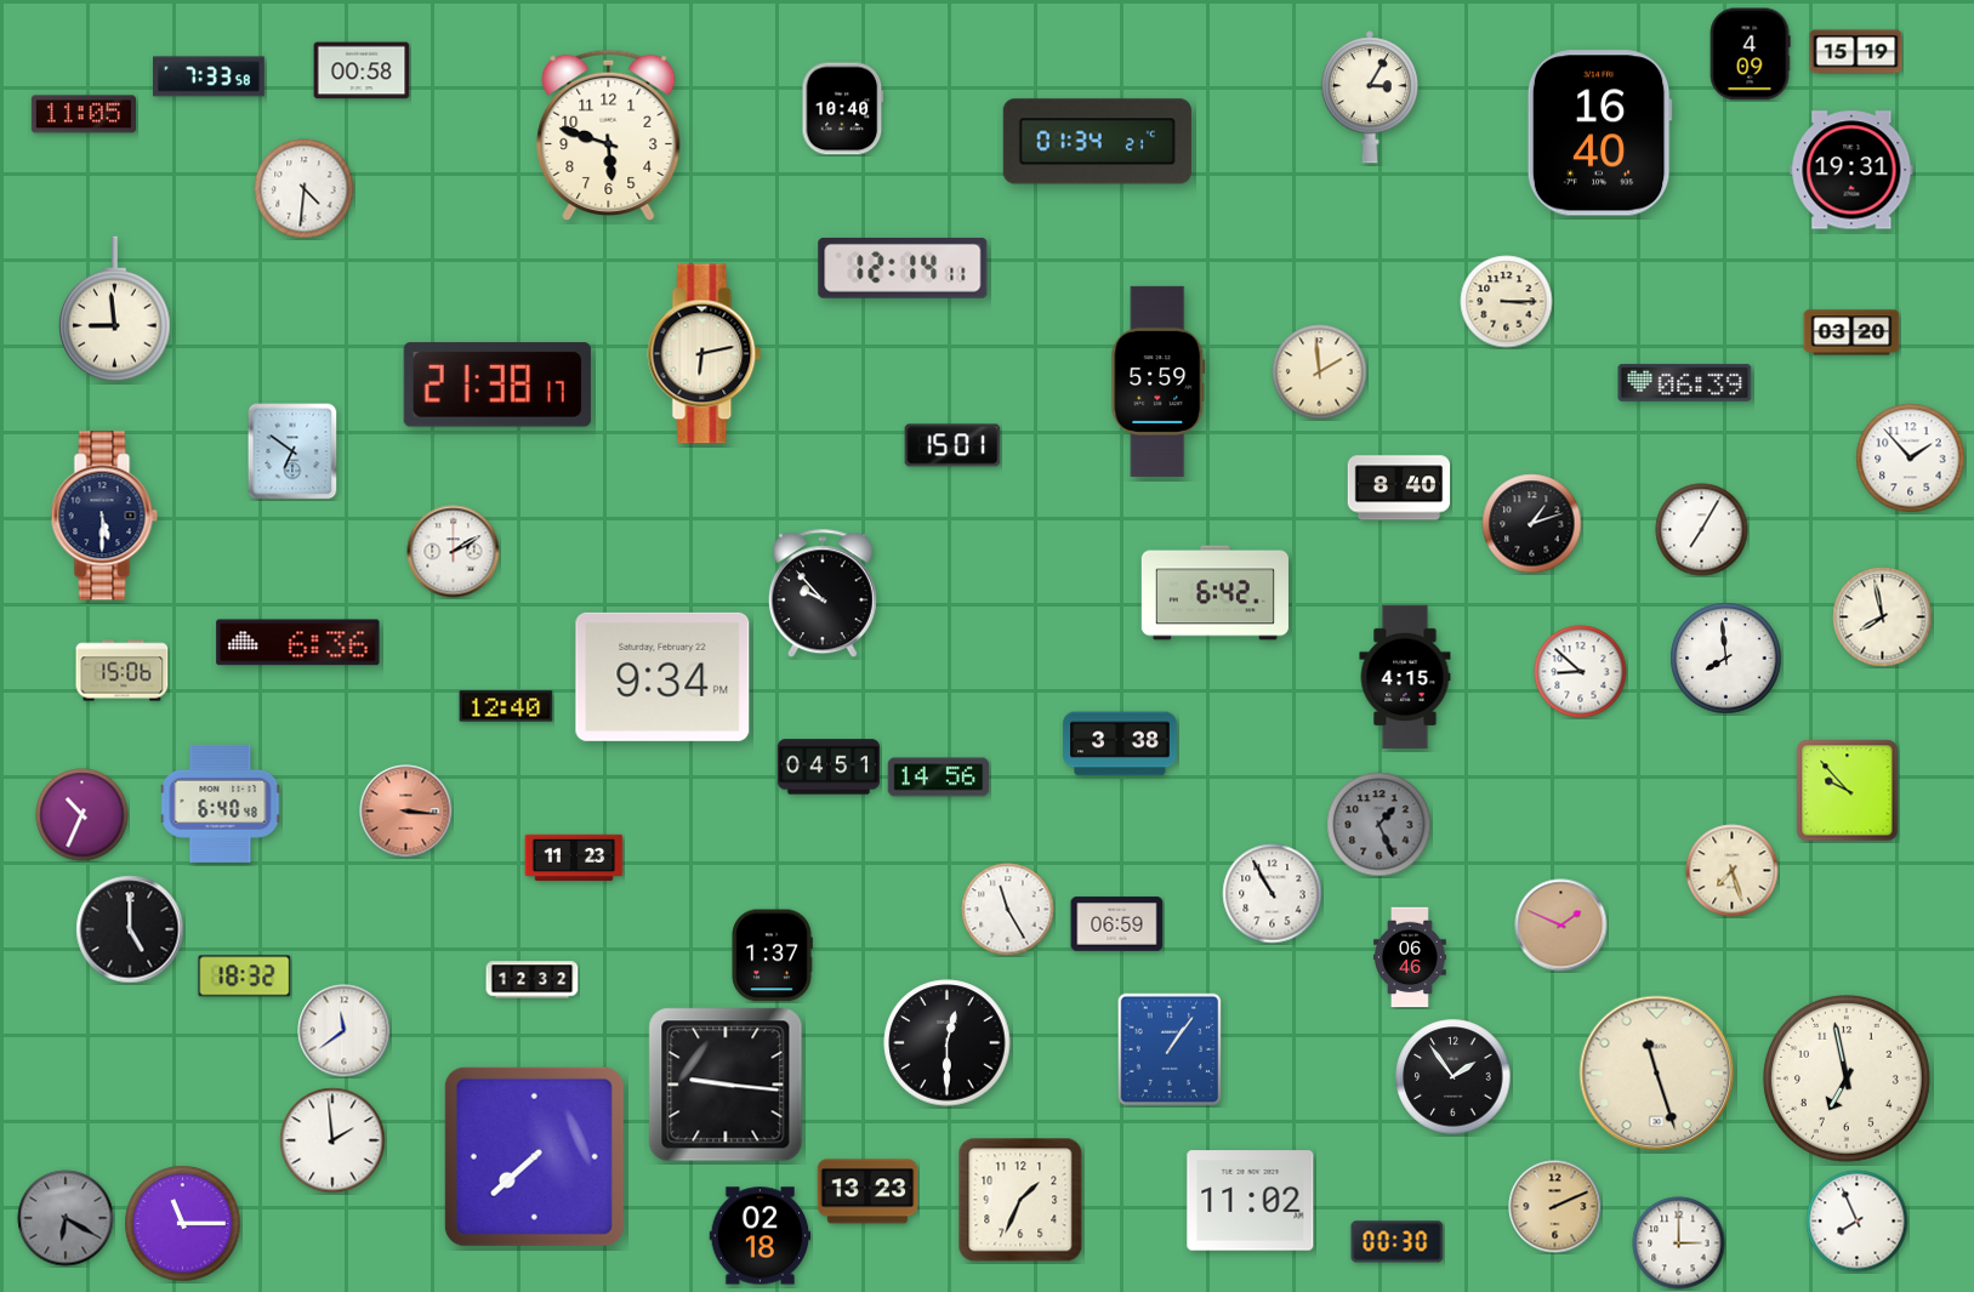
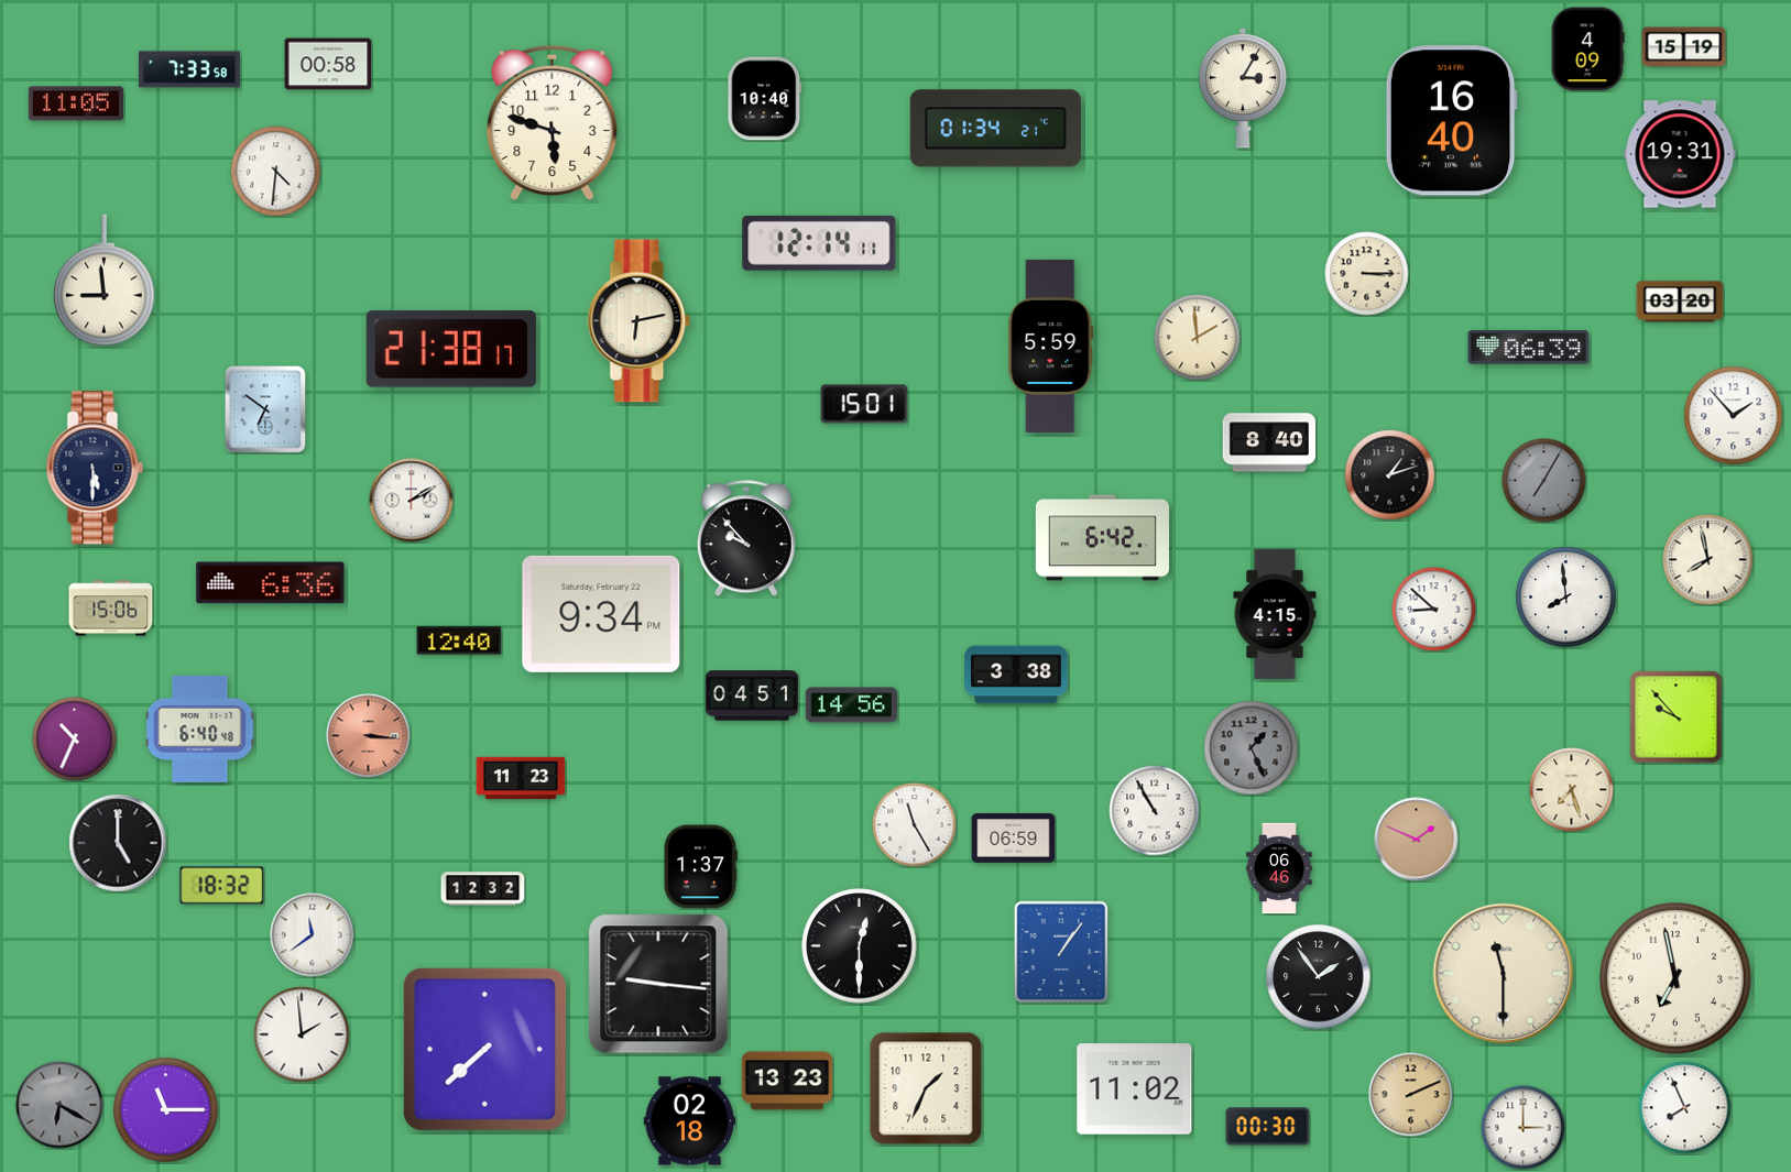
clock at (1702, 530) dial: white -> grey
clock at (1657, 1074): 11:27 -> 11:30
